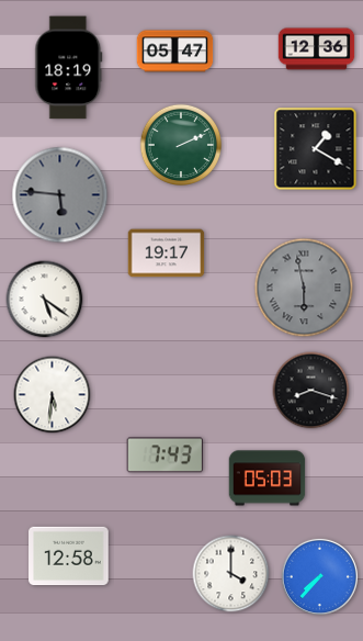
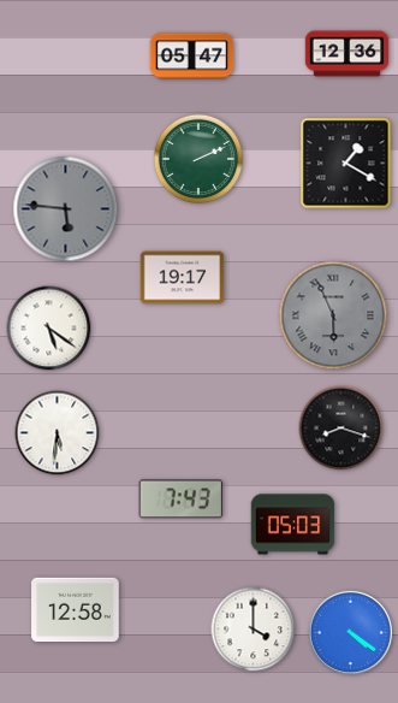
clock at (69, 68): 18:19 -> none
clock at (60, 195) position: (60, 195) -> (66, 209)
clock at (304, 288): 5:58 -> 5:56
clock at (319, 576): 7:37 -> 4:21
